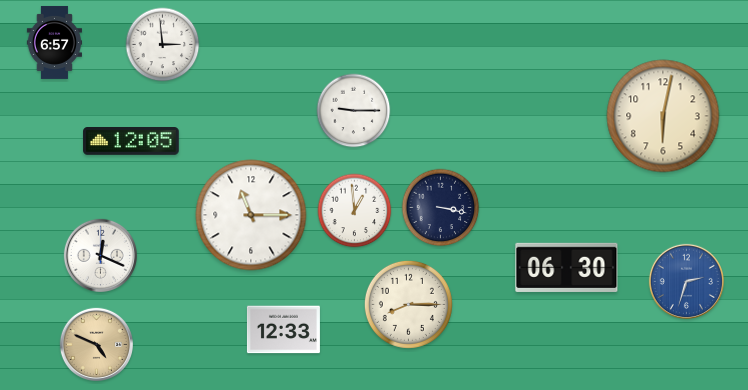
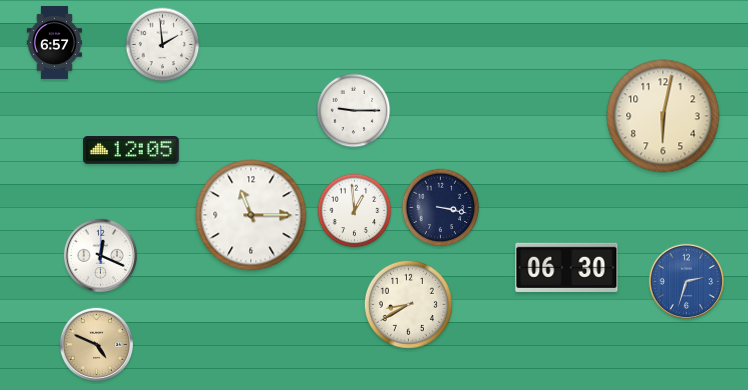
clock at (163, 45): 2:59 -> 1:59
clock at (131, 142) position: (131, 142) -> (131, 151)
clock at (408, 304): 8:15 -> 8:40
clock at (283, 330): 12:33 -> none
